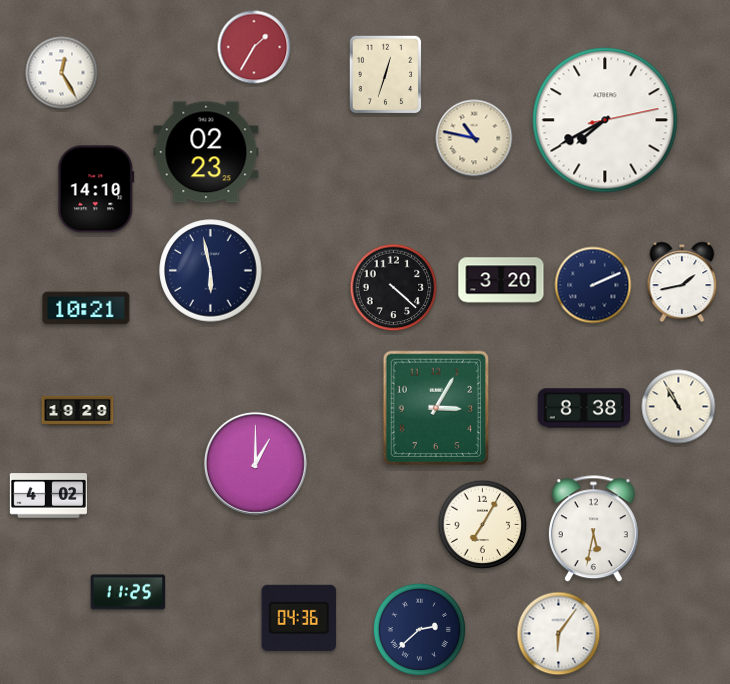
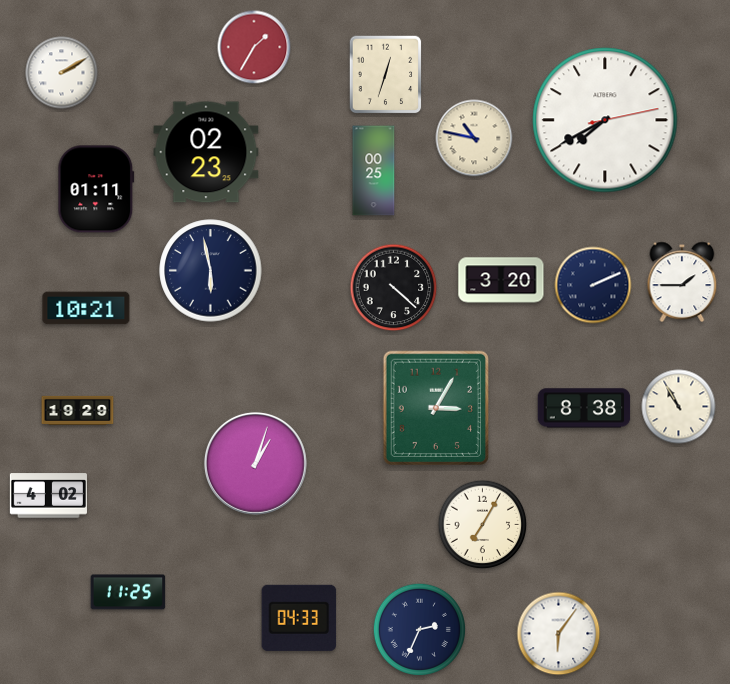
clock at (62, 73): 12:25 -> 2:10
clock at (374, 171): none -> 00:25
clock at (96, 189): 14:10 -> 01:11
clock at (682, 282): 1:43 -> 1:45
clock at (255, 463): 1:00 -> 1:03
clock at (593, 529): 5:32 -> none
clock at (299, 618): 04:36 -> 04:33
clock at (419, 629): 2:38 -> 2:34
